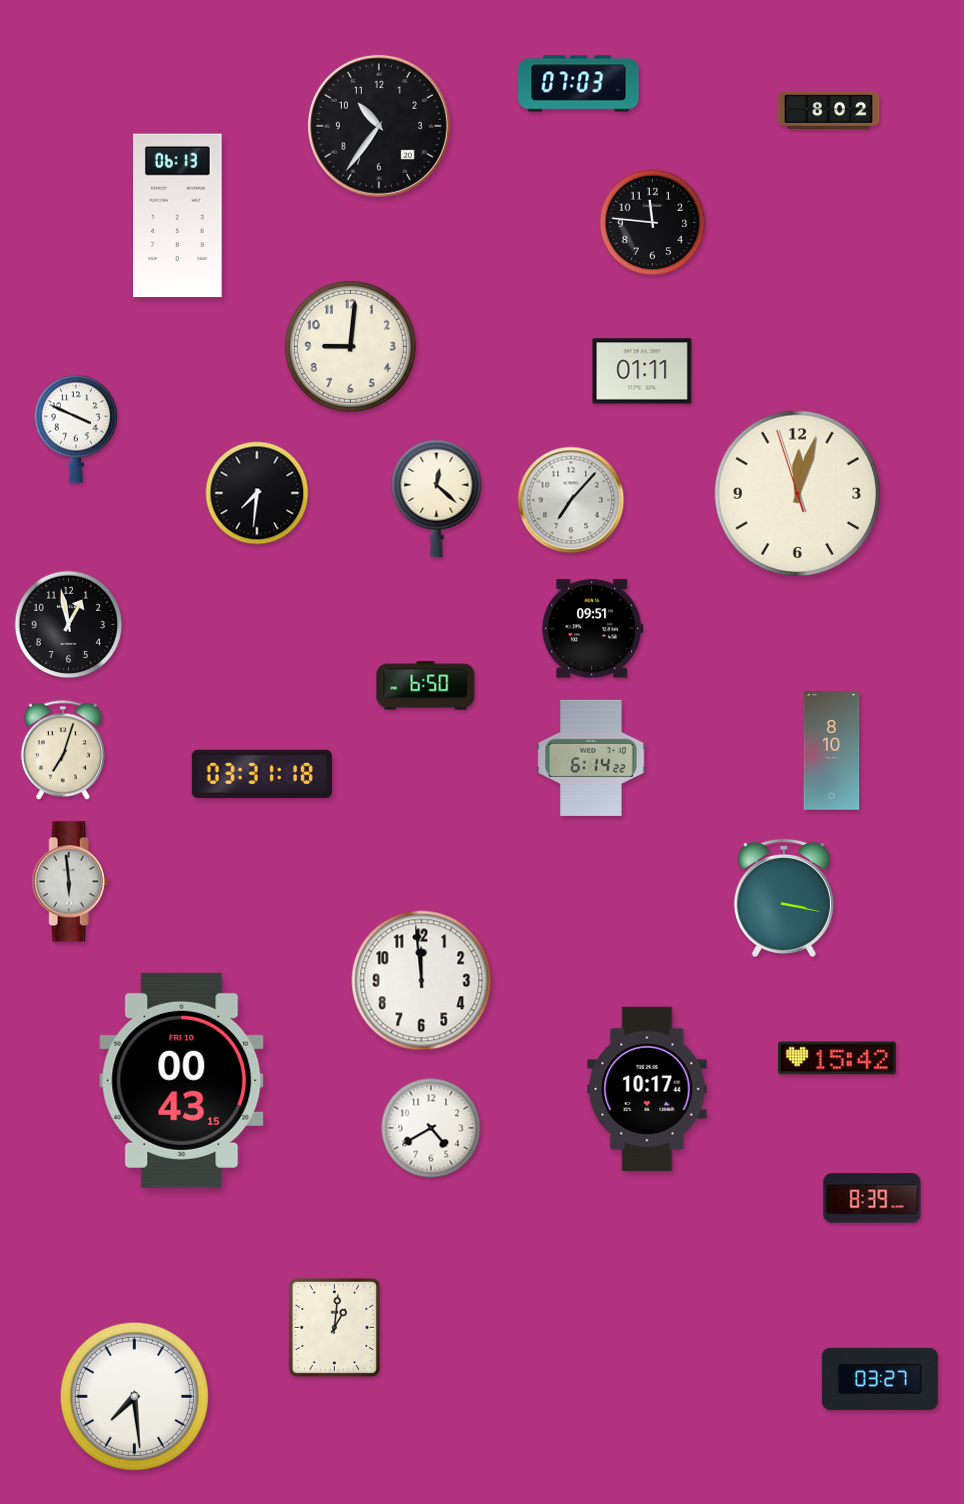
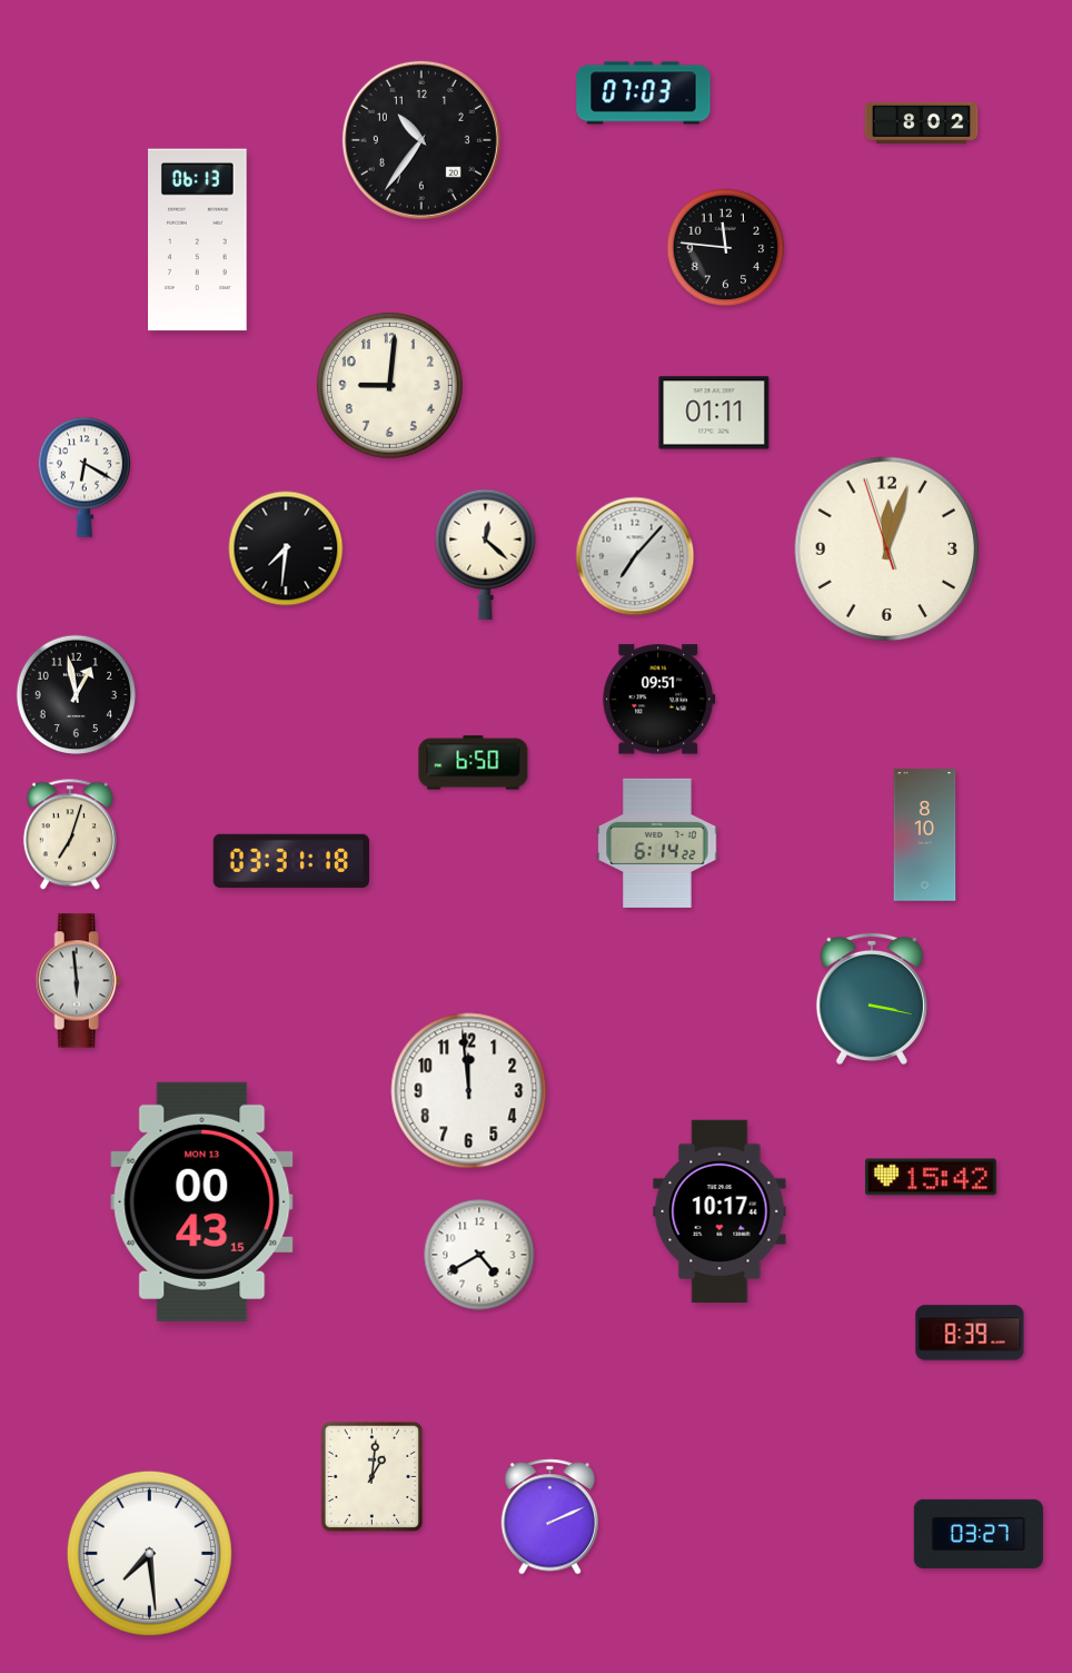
clock at (76, 429): 3:49 -> 6:20
clock at (182, 1080) date: FRI 10 -> MON 13
clock at (550, 1517): none -> 2:11
